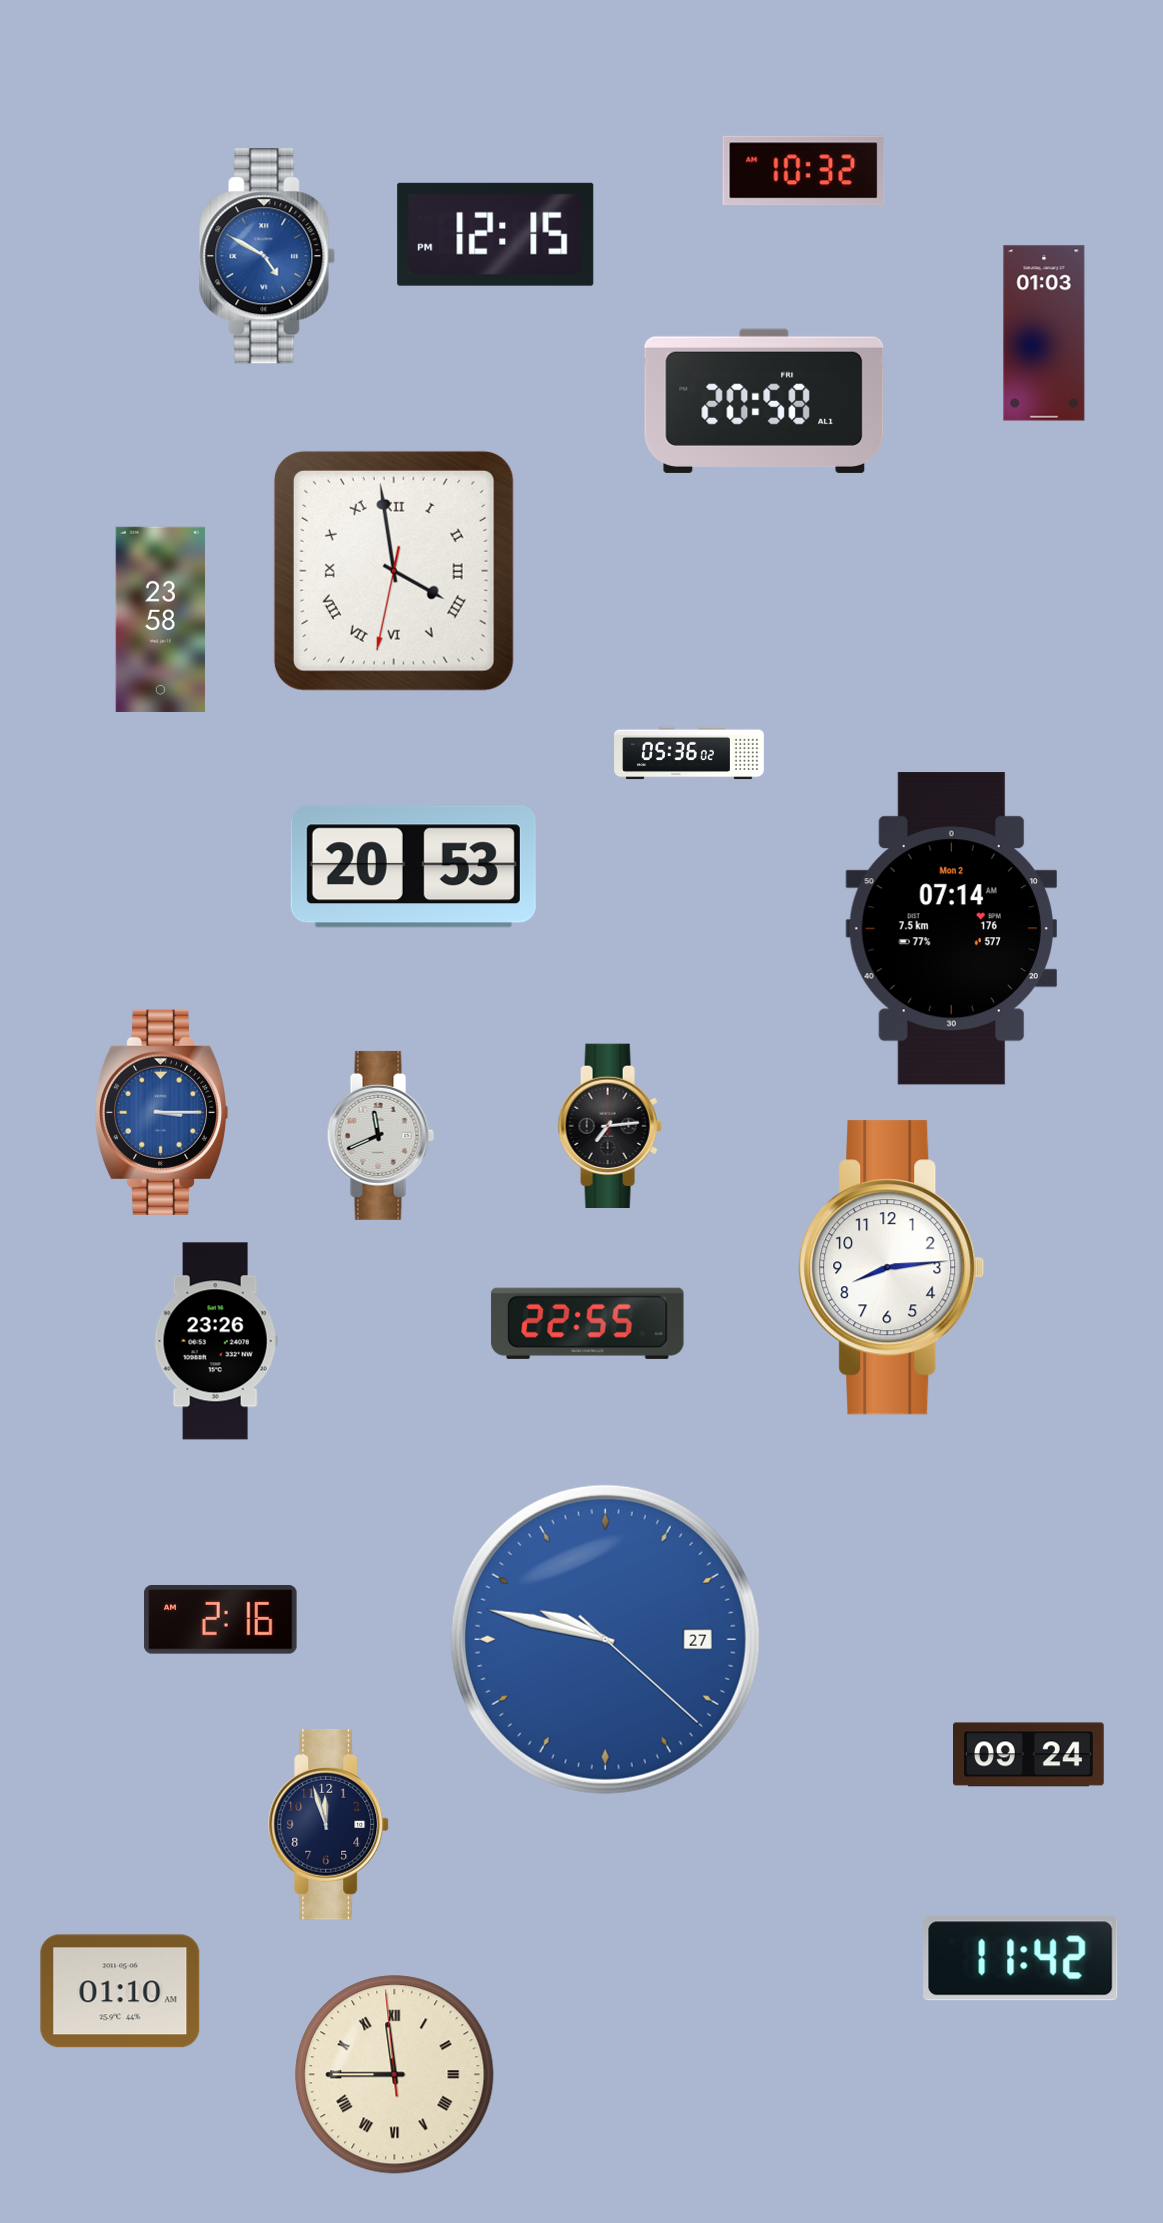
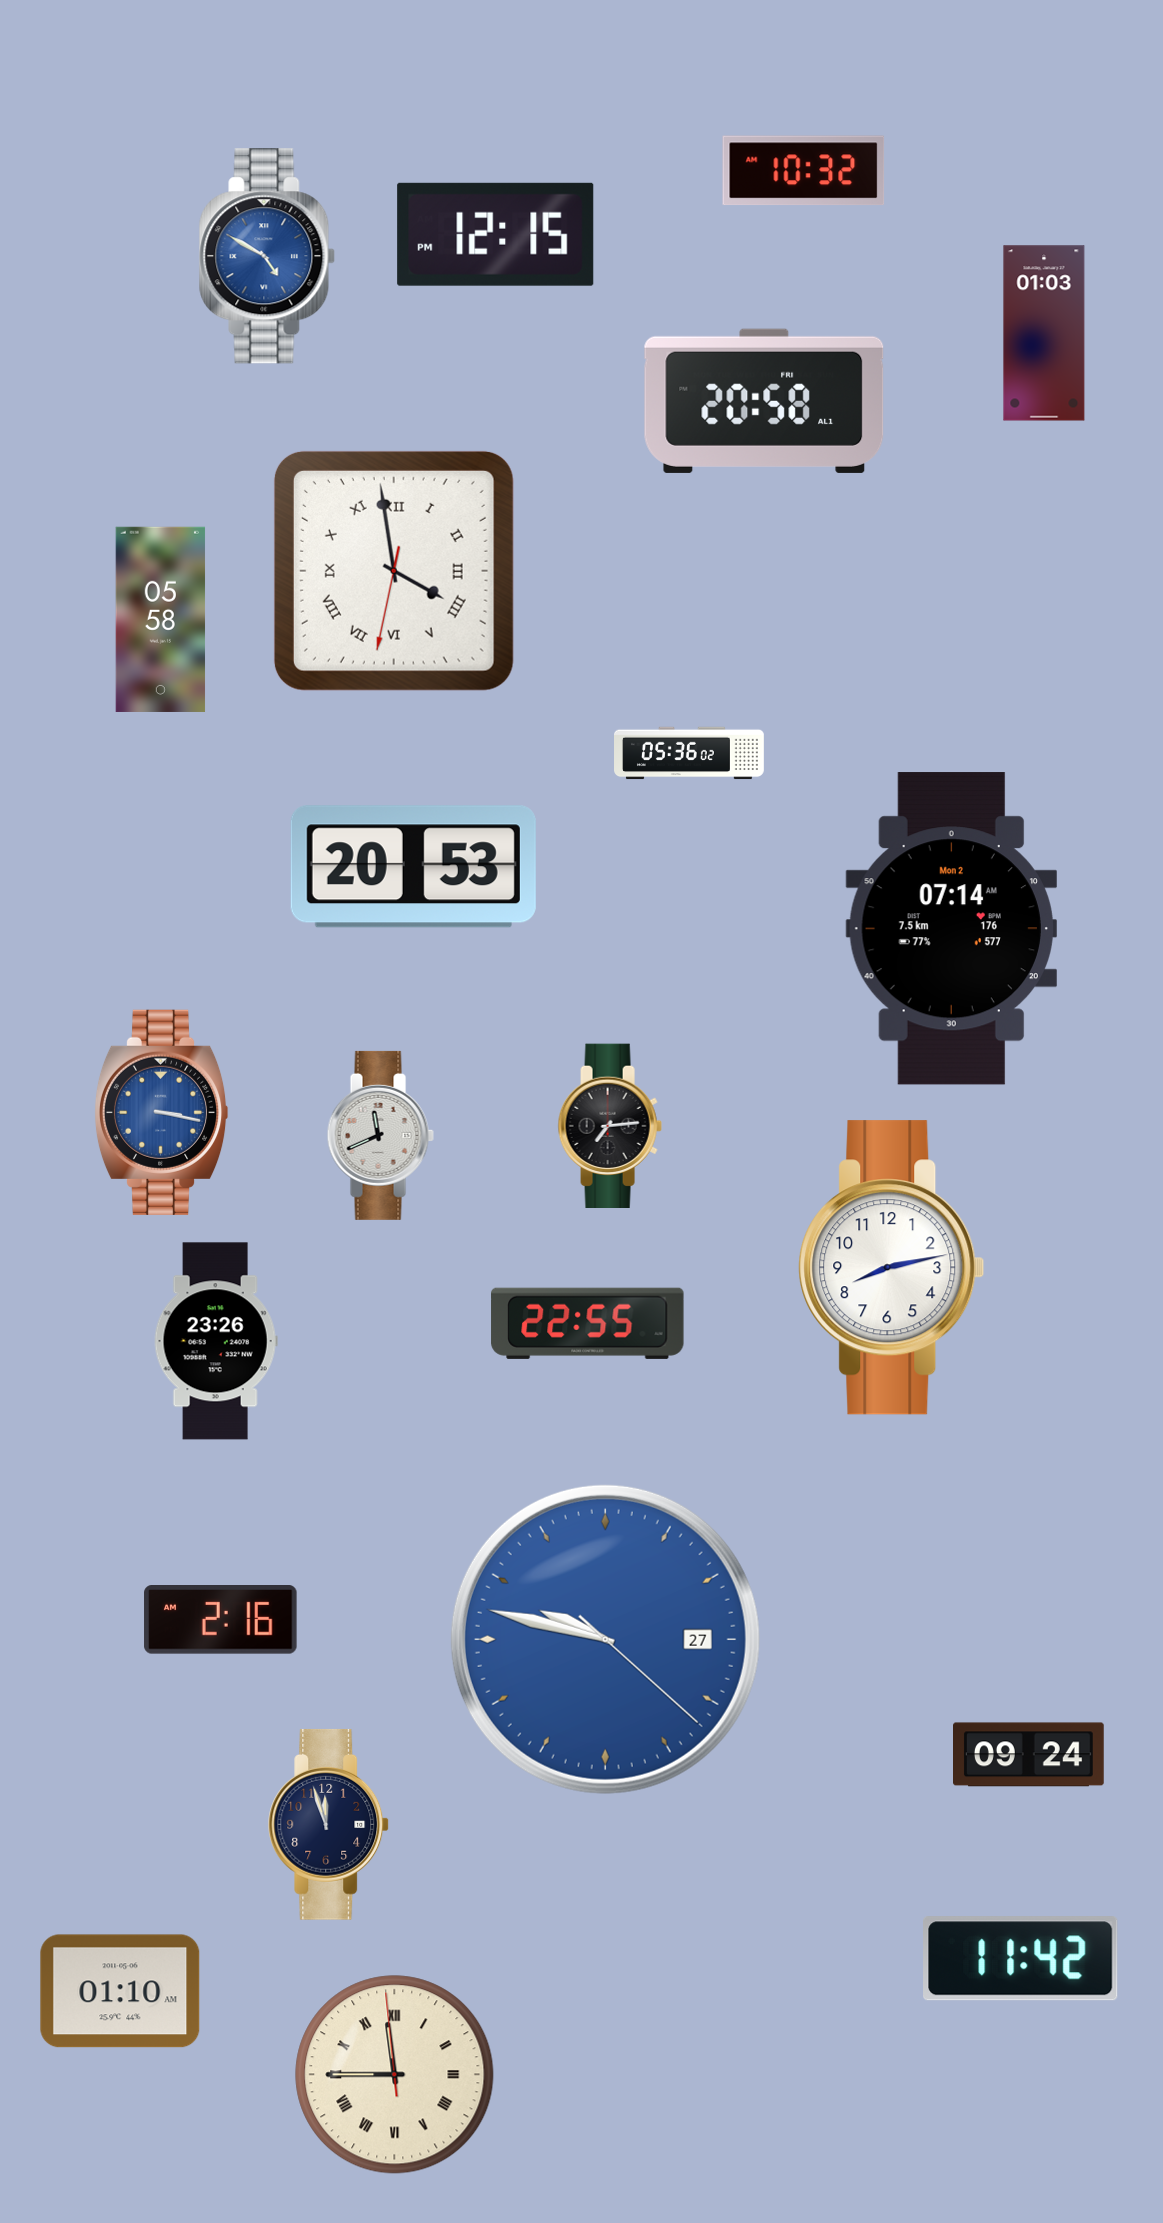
clock at (161, 619): 23:58 -> 05:58
clock at (161, 1112): 3:15 -> 3:17
clock at (892, 1268): 8:14 -> 8:13
